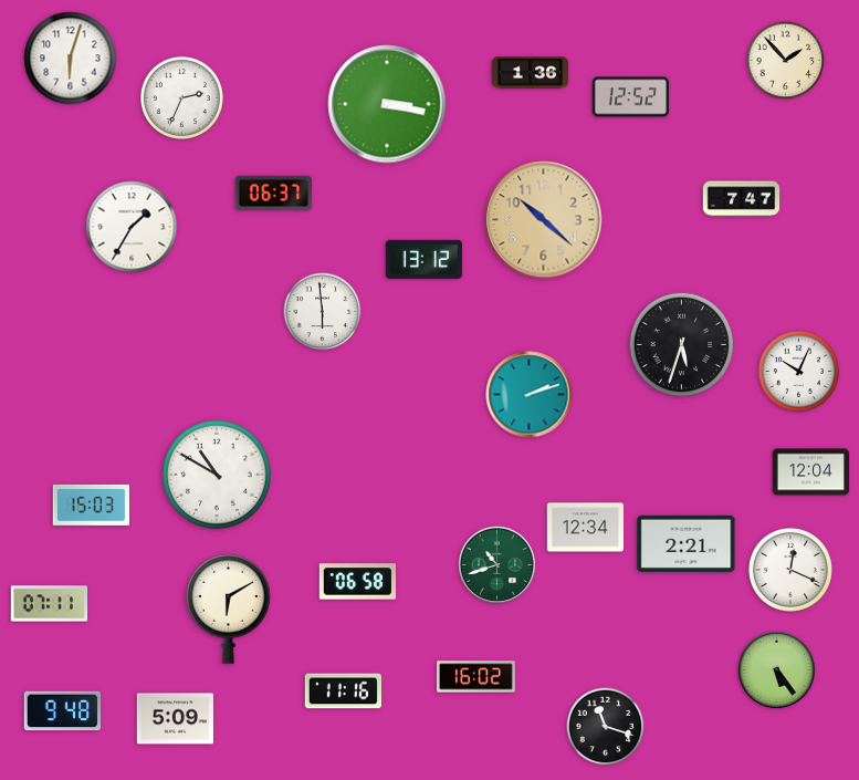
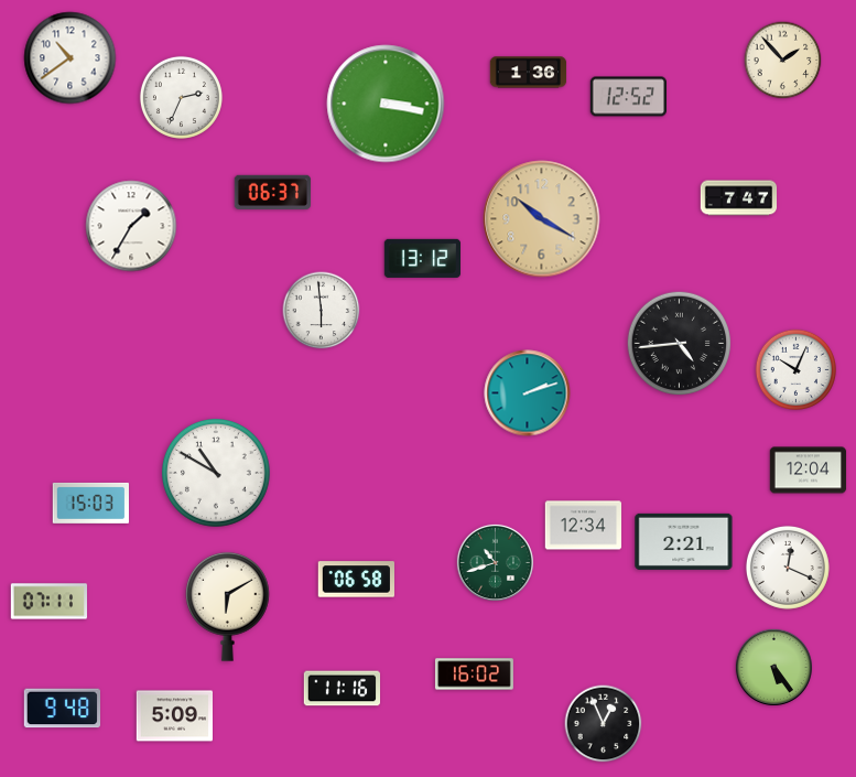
clock at (71, 59): 6:03 -> 10:39
clock at (544, 220): 10:22 -> 10:20
clock at (681, 344): 5:33 -> 4:44
clock at (606, 727): 11:18 -> 12:56
